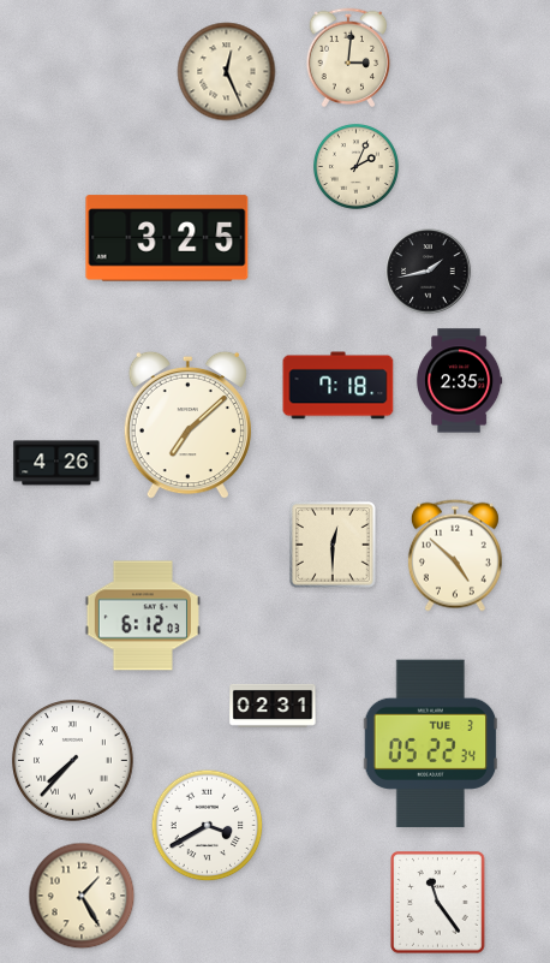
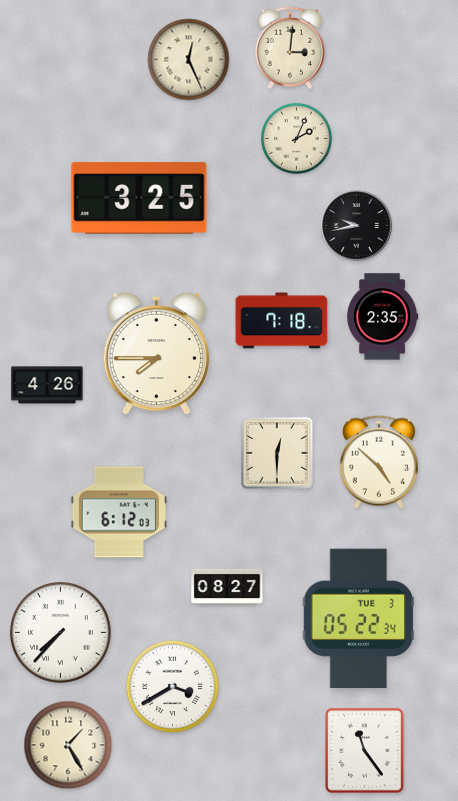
clock at (429, 272): 1:43 -> 9:43
clock at (187, 426): 7:08 -> 7:45
clock at (273, 706): 02:31 -> 08:27
